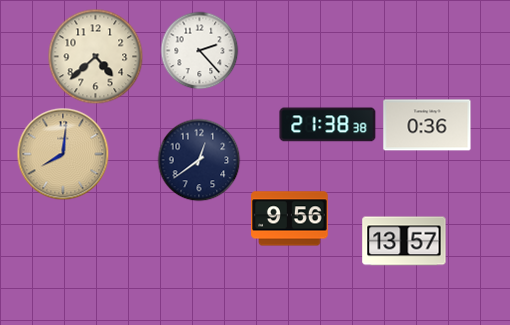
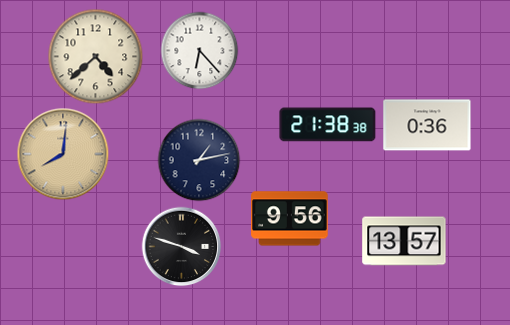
clock at (199, 50): 2:23 -> 6:23
clock at (199, 160): 12:39 -> 1:13
clock at (181, 246): none -> 3:48
